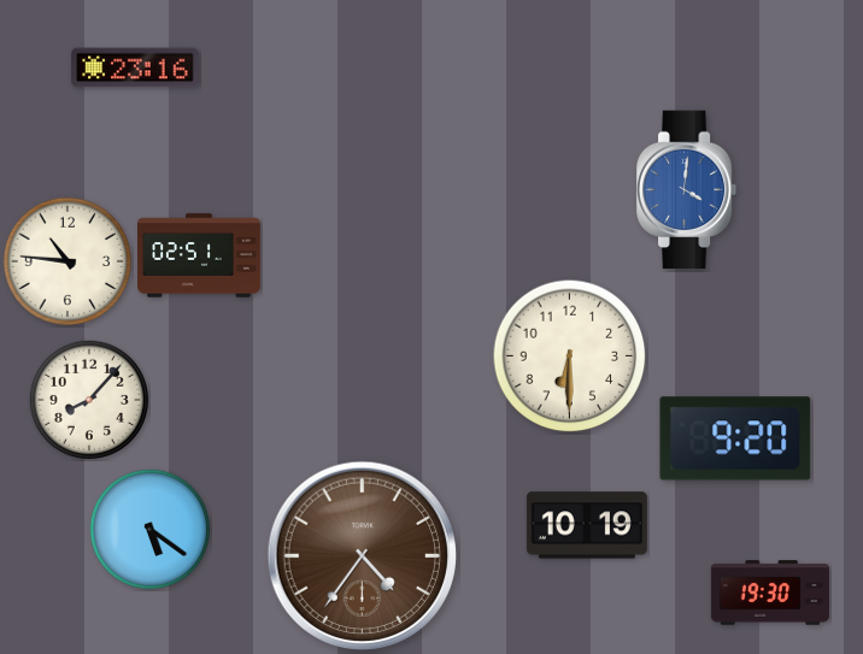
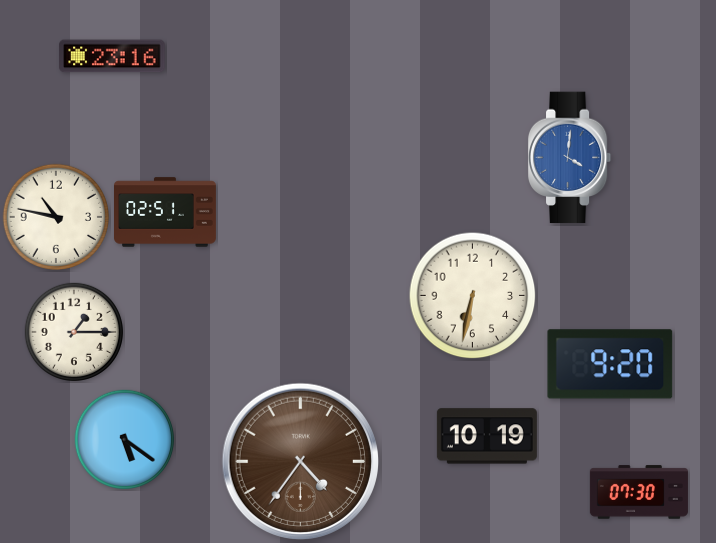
clock at (66, 260): 10:46 -> 10:47
clock at (570, 357): 6:30 -> 6:32
clock at (89, 400): 8:07 -> 1:15
clock at (770, 593): 19:30 -> 07:30
